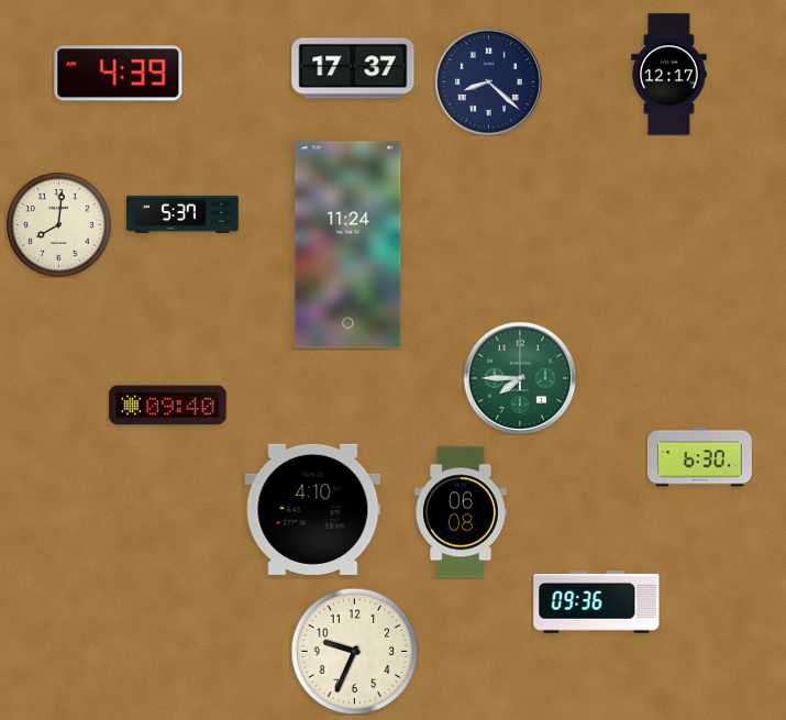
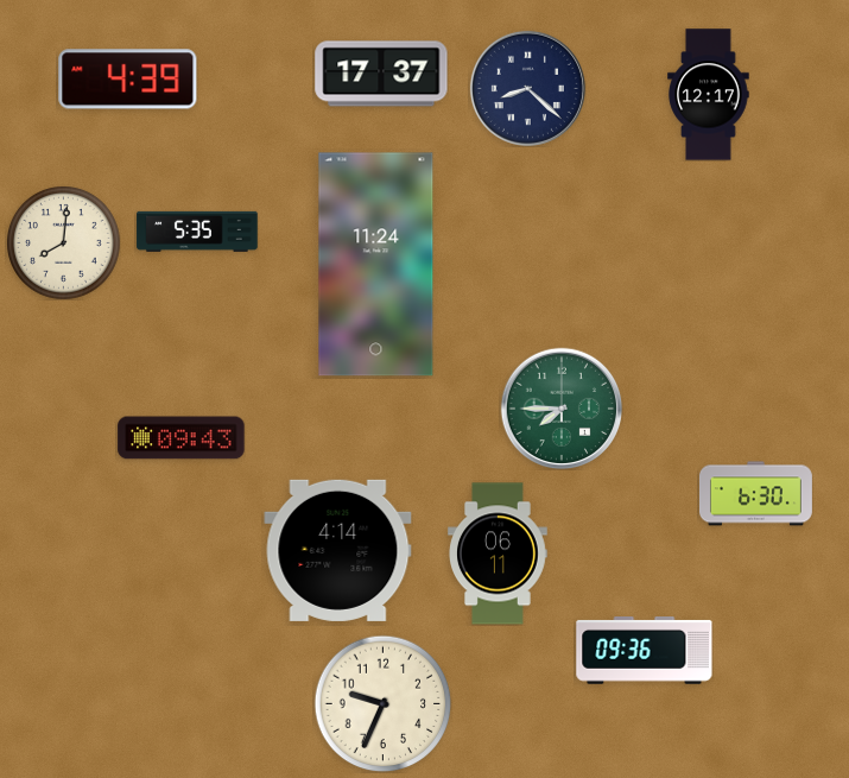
clock at (669, 75) position: (669, 75) -> (709, 95)
clock at (182, 214): 5:37 -> 5:35
clock at (168, 406): 09:40 -> 09:43
clock at (313, 509): 4:10 -> 4:14
clock at (462, 512): 06:08 -> 06:11
